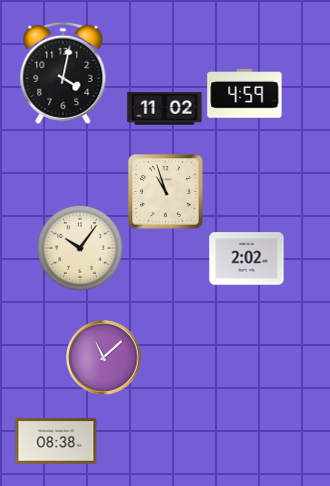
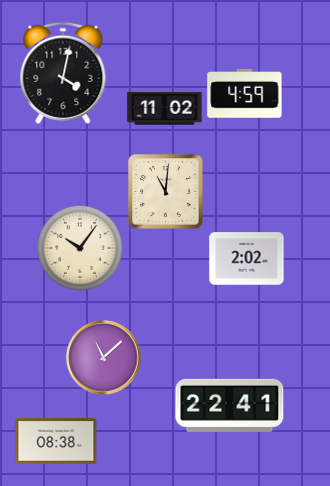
clock at (166, 192): 10:57 -> 11:01
clock at (230, 405): none -> 22:41
